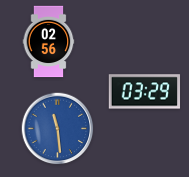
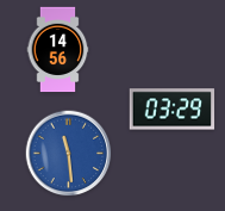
clock at (49, 42): 02:56 -> 14:56
